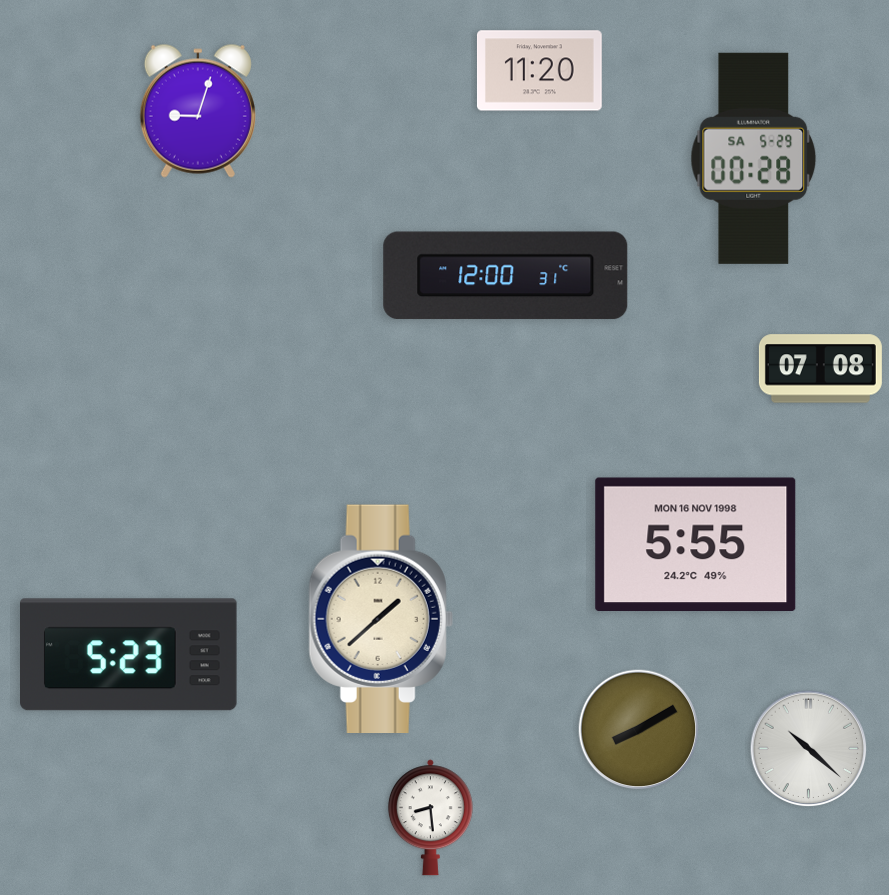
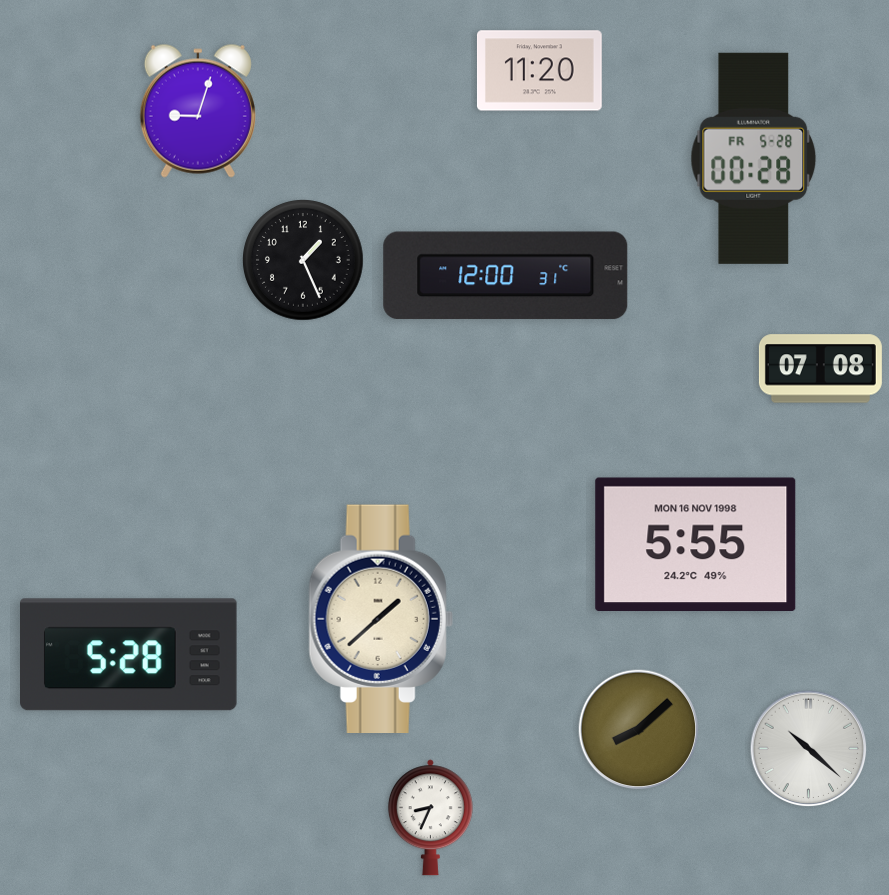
clock at (754, 158) date: SA 5-29 -> FR 5-28
clock at (303, 260): none -> 1:26
clock at (129, 655): 5:23 -> 5:28
clock at (639, 730): 8:10 -> 8:08
clock at (430, 818): 8:29 -> 8:34
